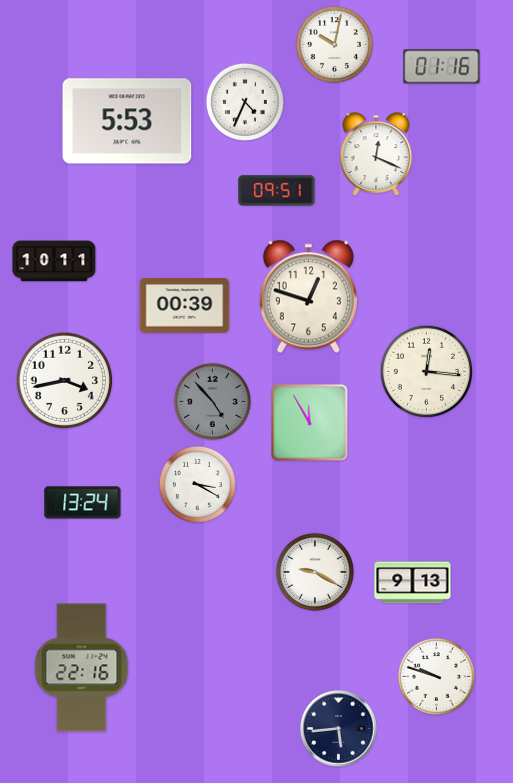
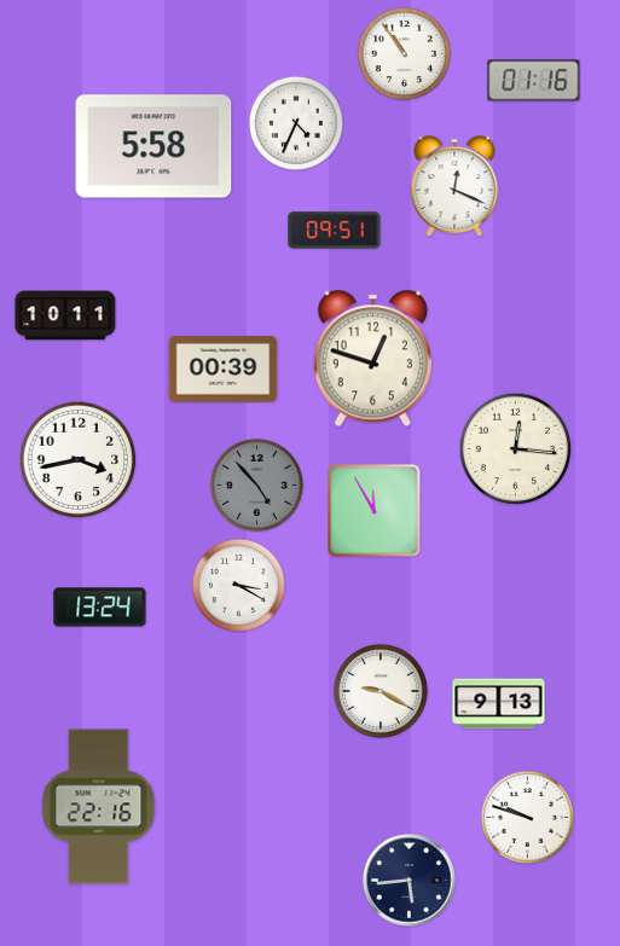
clock at (334, 44): 10:02 -> 10:54
clock at (127, 121): 5:53 -> 5:58
